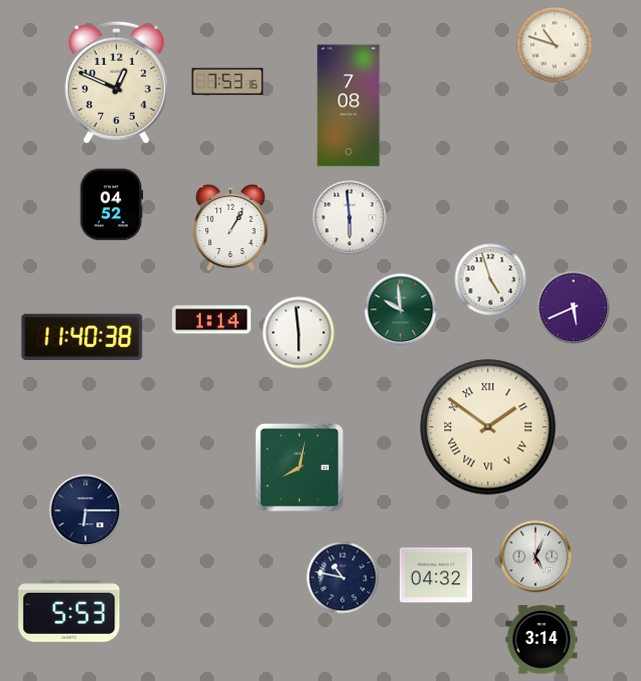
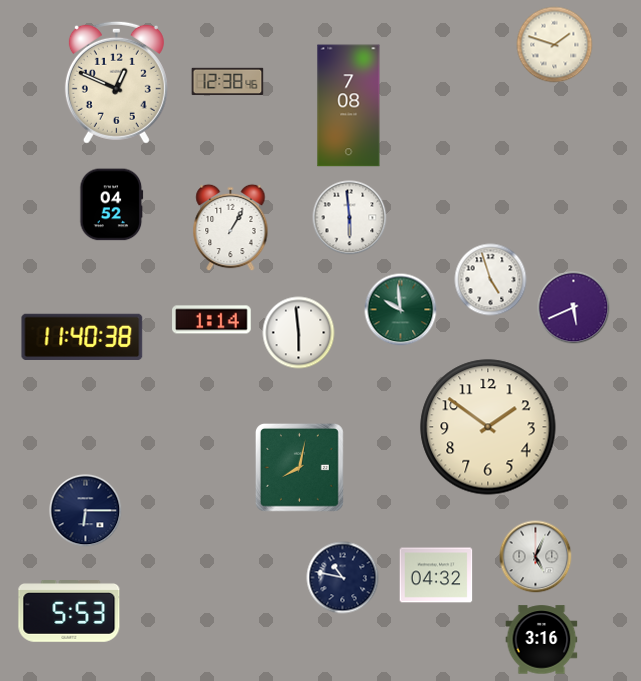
clock at (555, 45): 10:48 -> 1:48
clock at (228, 82): 7:53 -> 12:38
clock at (488, 427) numerals: Roman -> Arabic
clock at (542, 640): 3:14 -> 3:16
